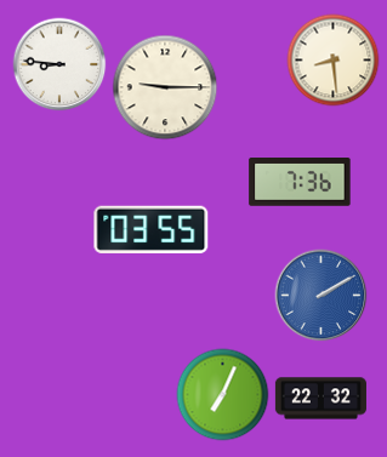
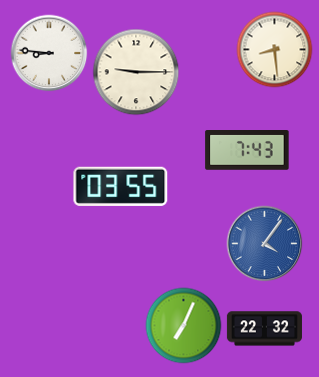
clock at (300, 183): 7:36 -> 7:43
clock at (152, 229) position: (152, 229) -> (121, 186)
clock at (321, 296): 2:10 -> 4:06
